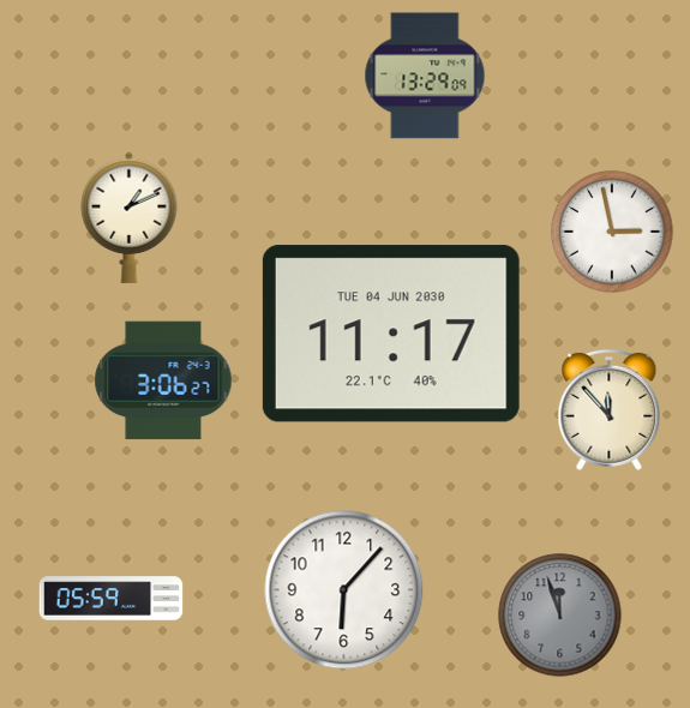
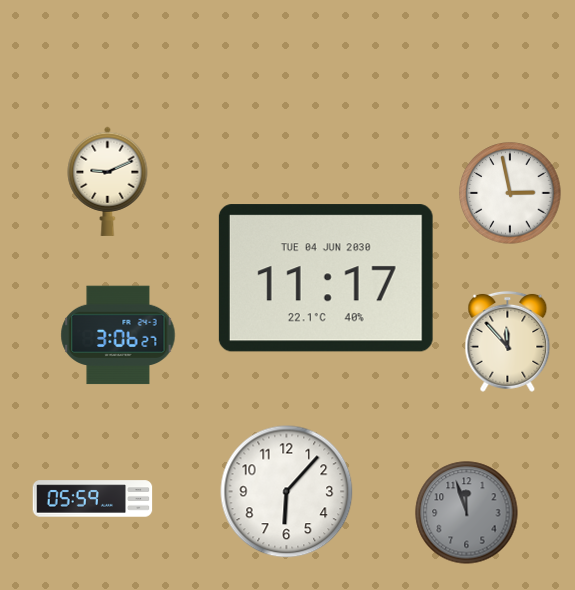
clock at (425, 76): 13:29 -> none
clock at (130, 217): 1:11 -> 9:11
clock at (163, 380) position: (163, 380) -> (118, 335)
